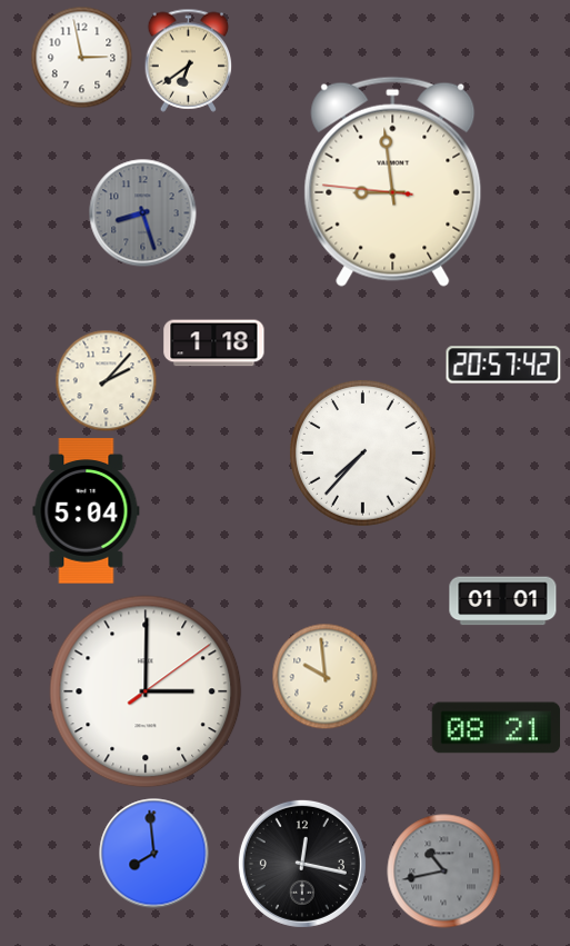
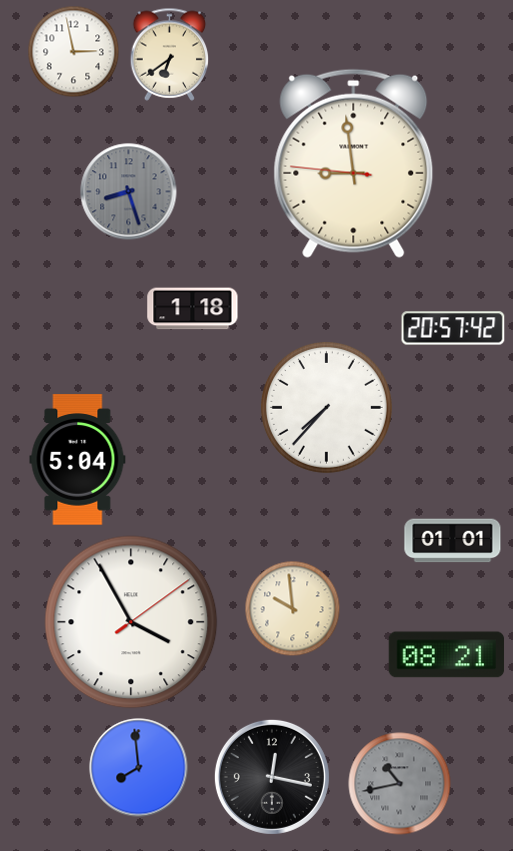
clock at (106, 380): 2:07 -> none
clock at (146, 691): 3:00 -> 3:55
